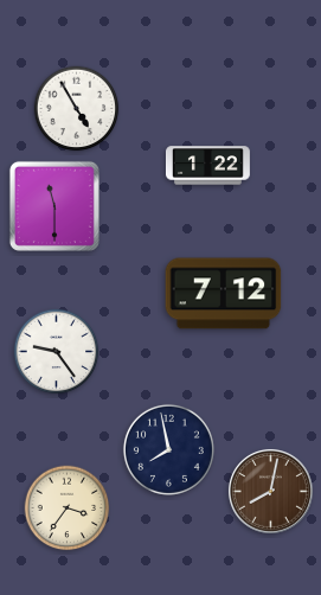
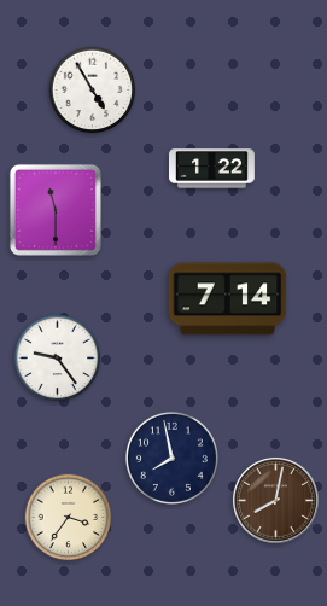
clock at (77, 109) position: (77, 109) -> (93, 91)
clock at (224, 294): 7:12 -> 7:14
